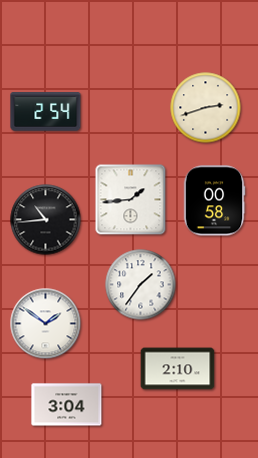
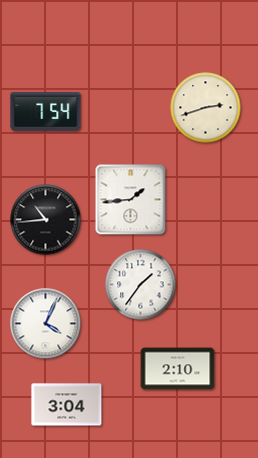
clock at (46, 112): 2:54 -> 7:54
clock at (214, 201): 00:58 -> none
clock at (46, 324): 1:51 -> 4:04
